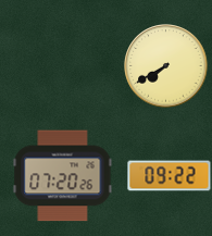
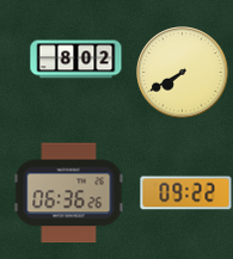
clock at (76, 60): none -> 8:02
clock at (63, 176): 07:20 -> 06:36
